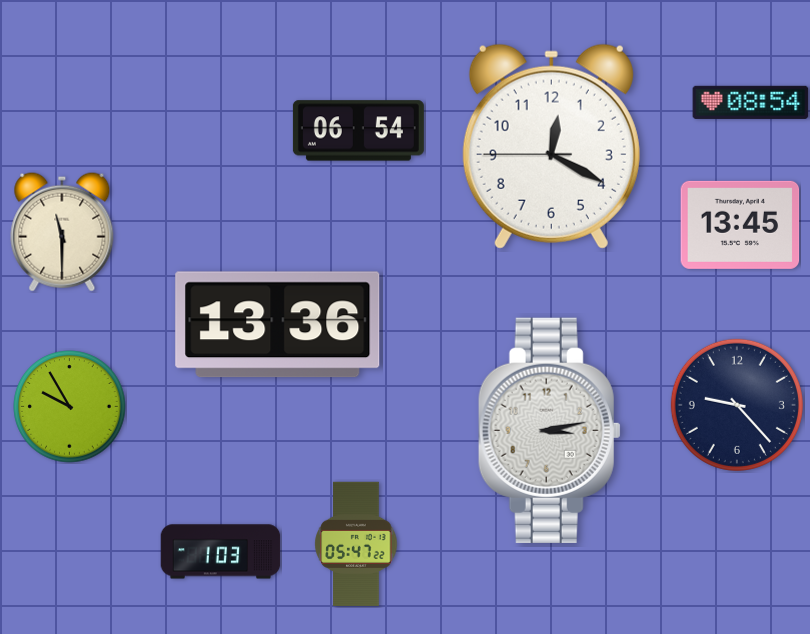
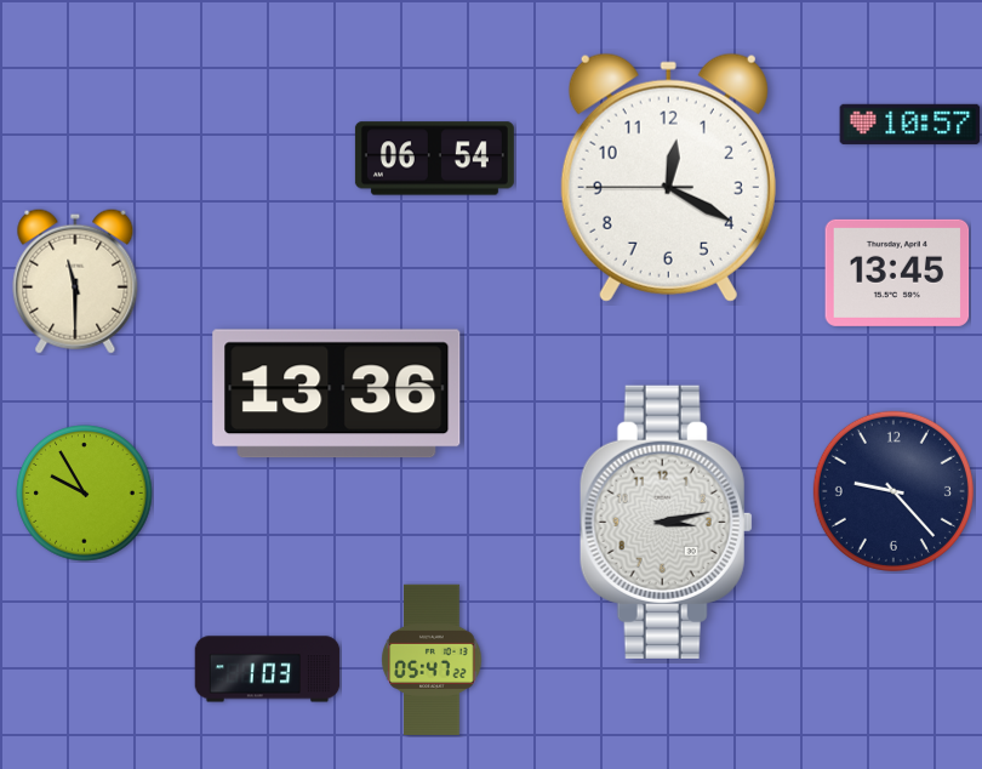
clock at (751, 102): 08:54 -> 10:57
